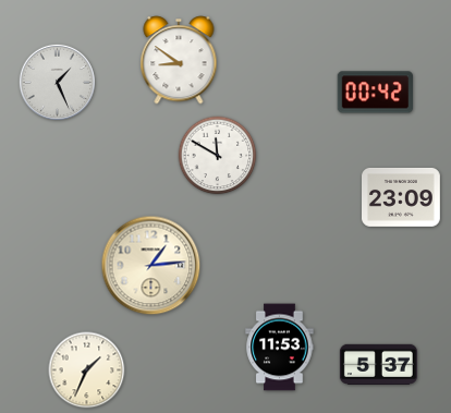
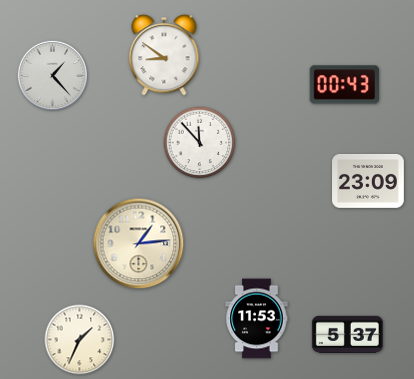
clock at (57, 82): 1:26 -> 1:23
clock at (375, 93): 00:42 -> 00:43
clock at (218, 156): 11:50 -> 11:53
